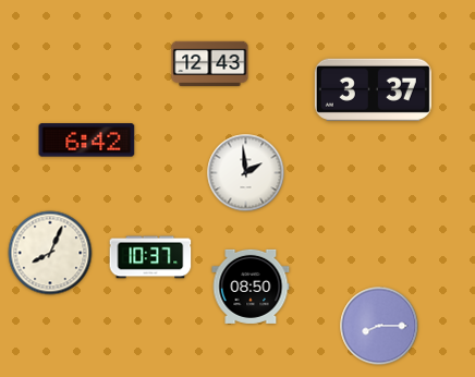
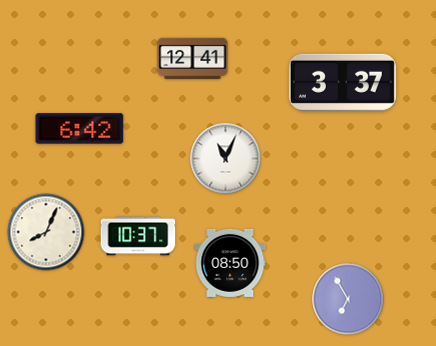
clock at (210, 64): 12:43 -> 12:41
clock at (246, 173): 1:59 -> 11:04
clock at (379, 326): 8:15 -> 6:55
